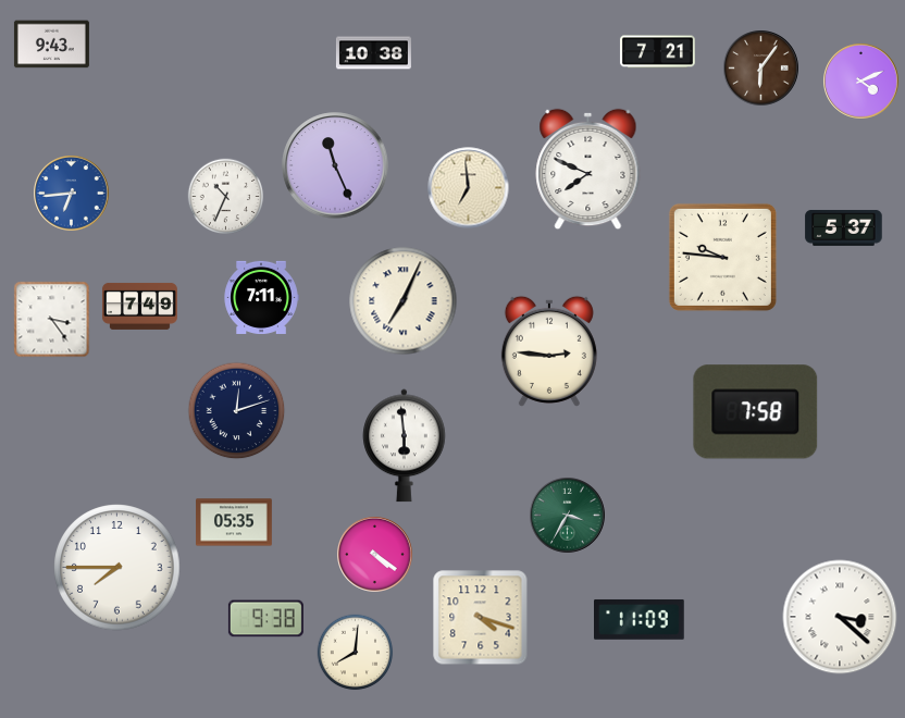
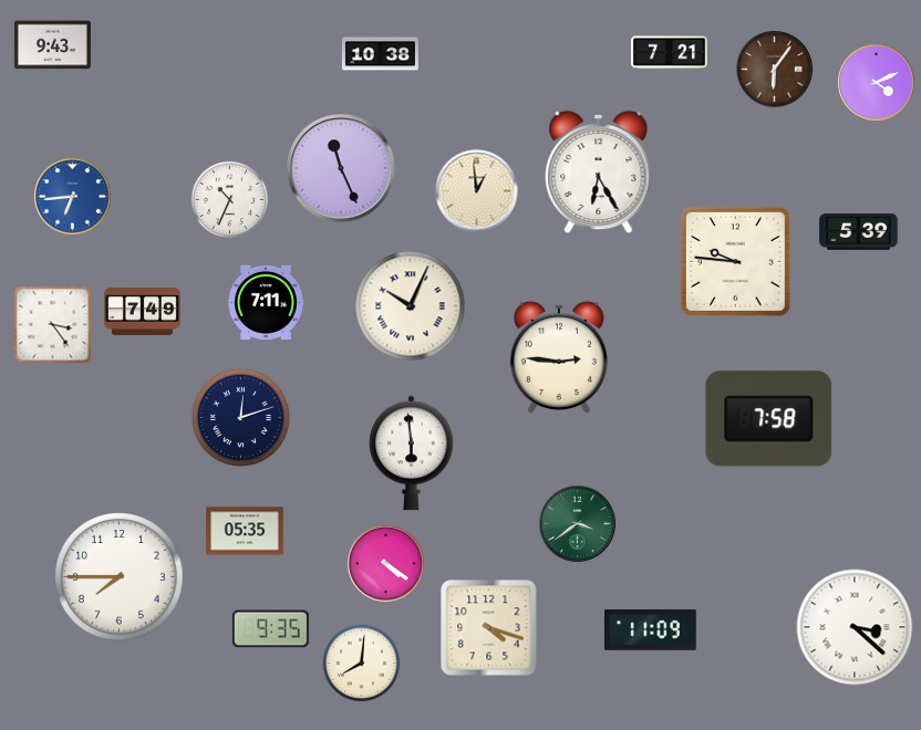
clock at (588, 170): 7:49 -> 6:25
clock at (469, 188): 6:59 -> 12:59
clock at (844, 227): 5:37 -> 5:39
clock at (404, 301): 7:04 -> 10:04
clock at (568, 516): 3:35 -> 3:39
clock at (234, 522) position: (234, 522) -> (245, 531)
clock at (375, 555) position: (375, 555) -> (386, 564)
clock at (265, 619): 9:38 -> 9:35
